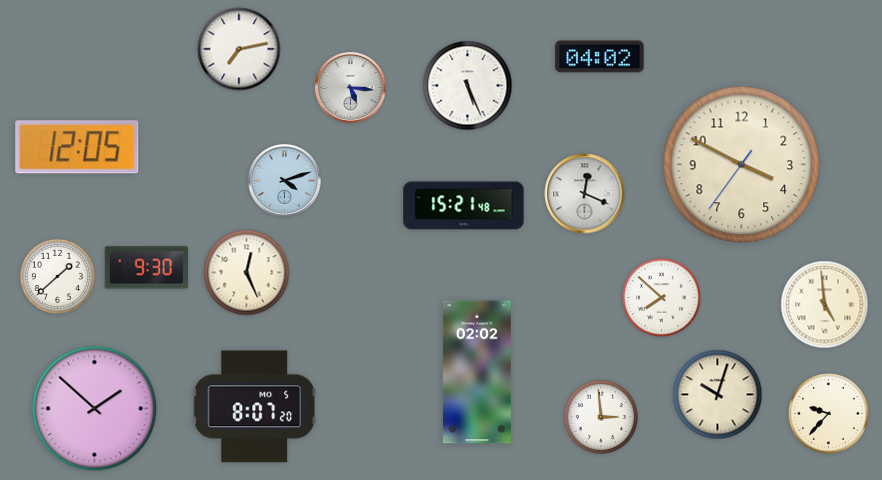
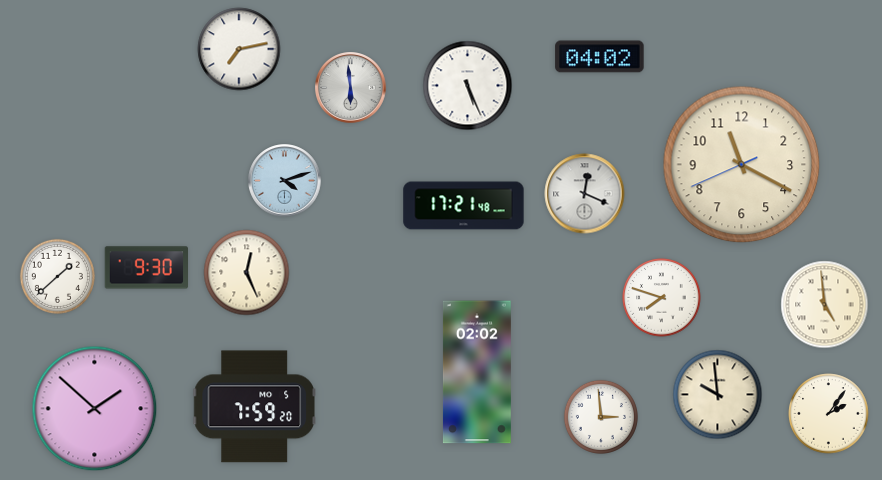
clock at (351, 88): 5:16 -> 5:59
clock at (77, 147): 12:05 -> none
clock at (742, 165): 3:49 -> 11:19
clock at (464, 206): 15:21 -> 17:21
clock at (662, 298): 7:52 -> 7:48
clock at (718, 395): 10:03 -> 9:59
clock at (254, 407): 8:07 -> 7:59
clock at (829, 414): 9:37 -> 2:06
